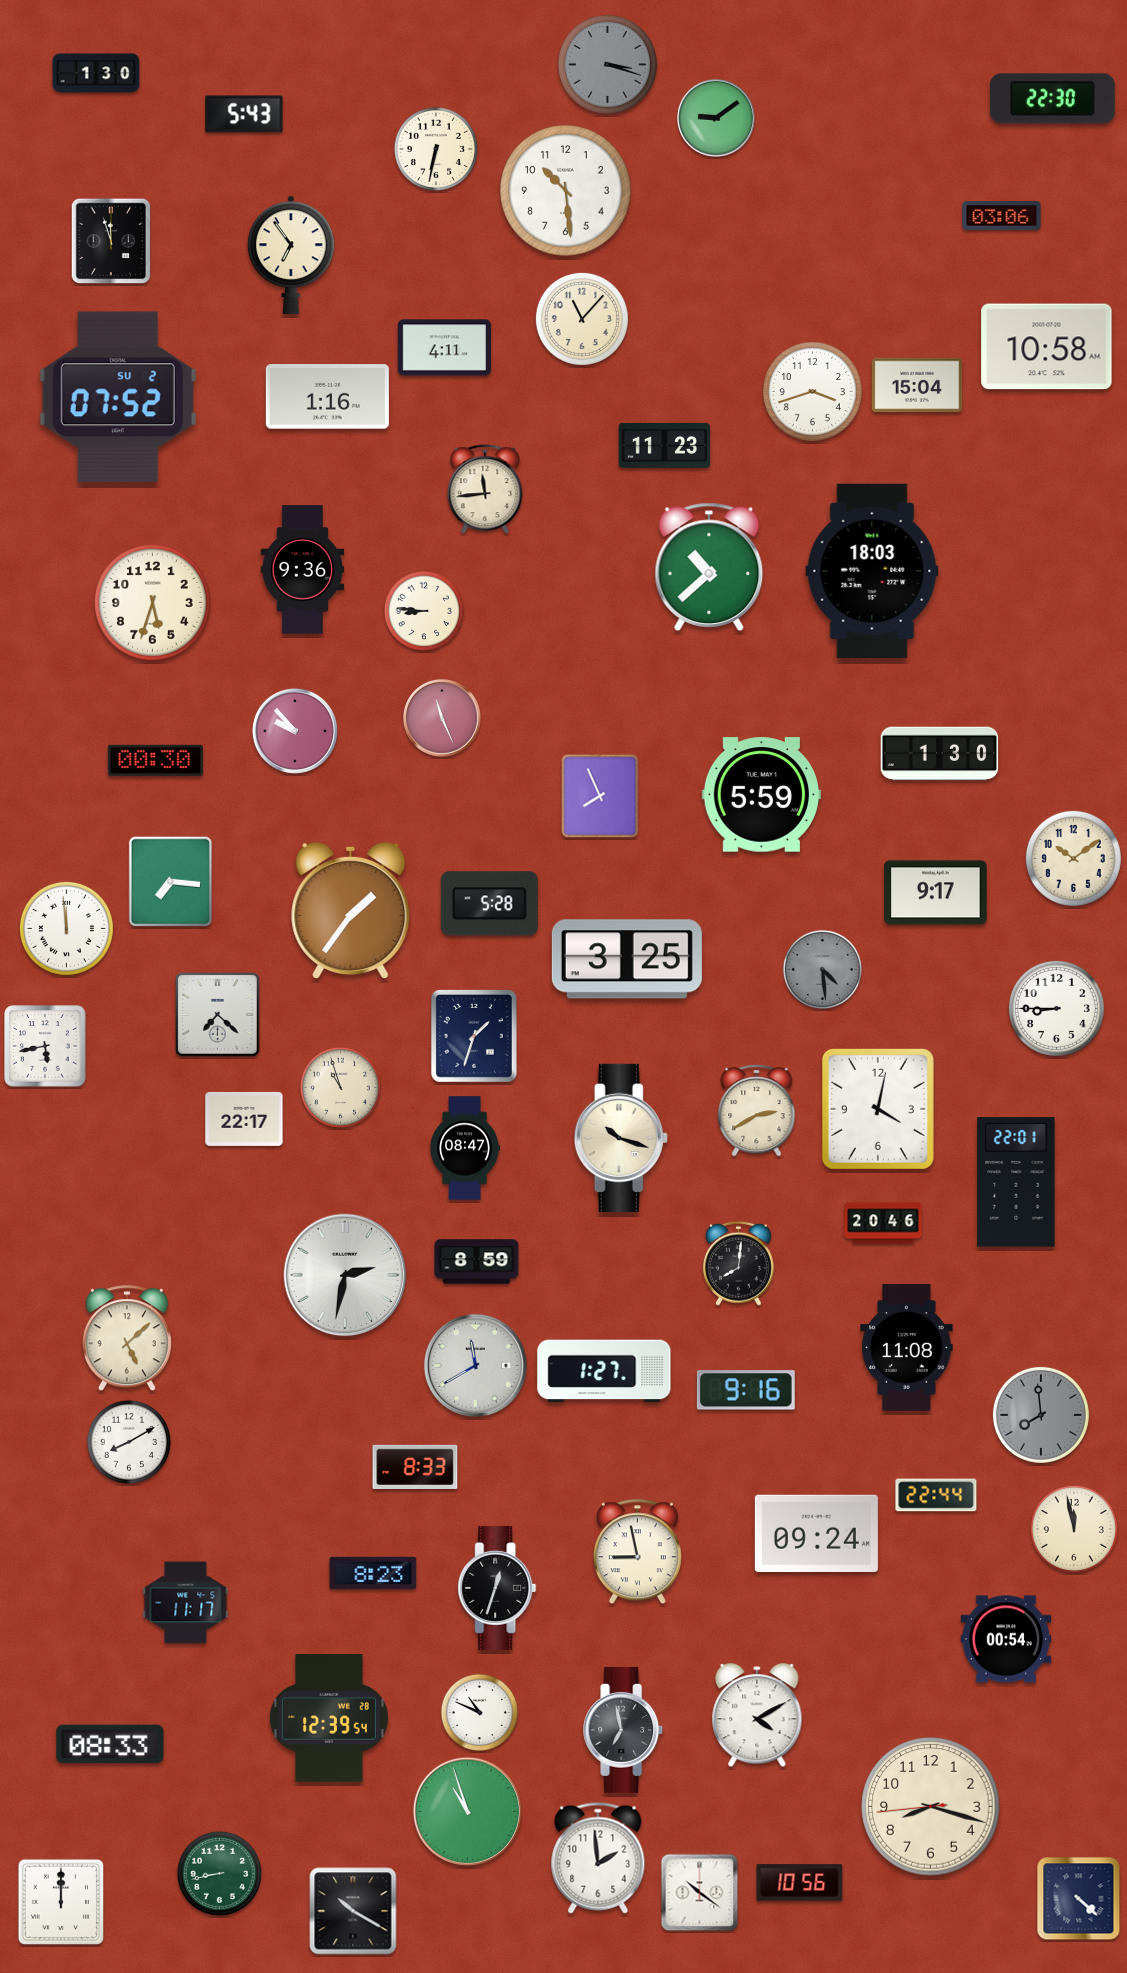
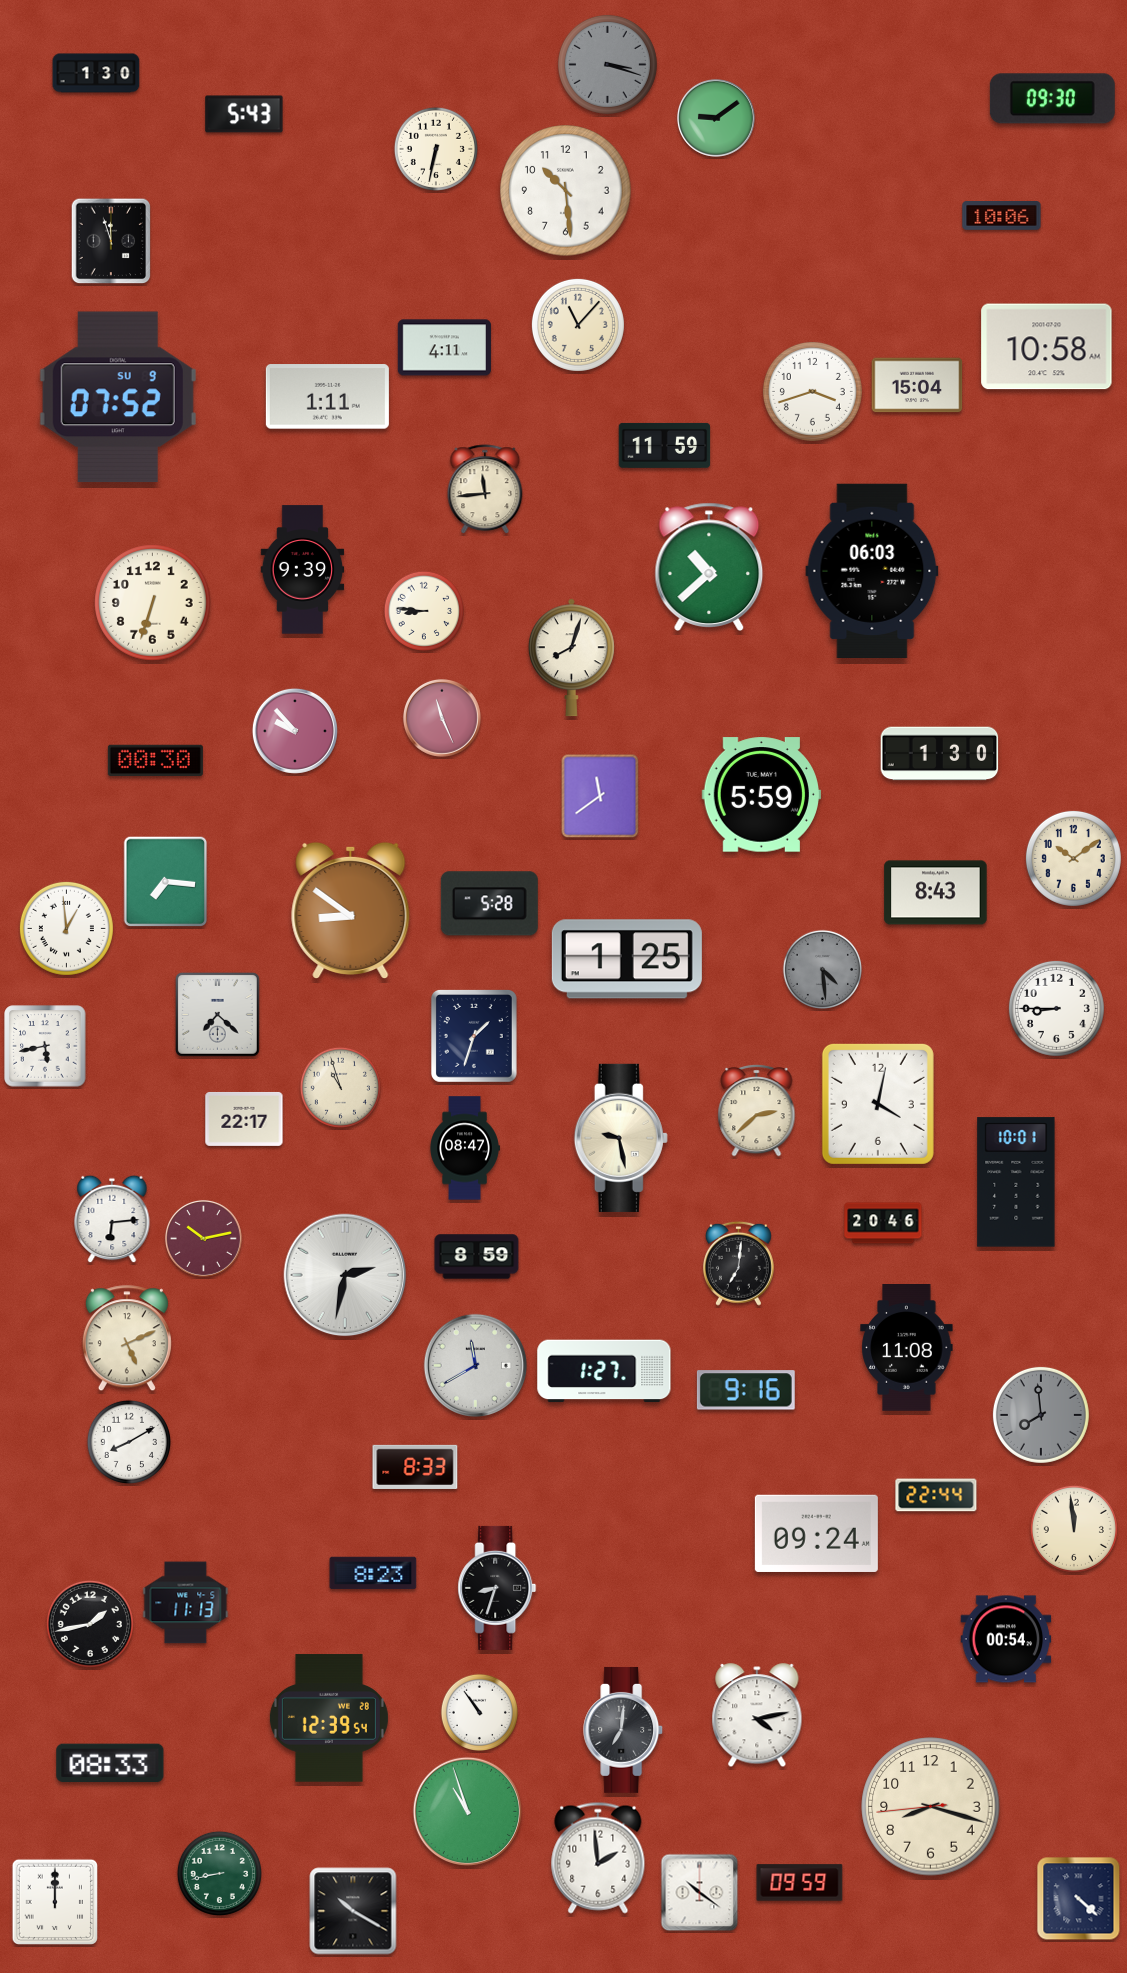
clock at (1052, 99): 22:30 -> 09:30
clock at (1002, 216): 03:06 -> 10:06
clock at (291, 255): 6:54 -> none
clock at (582, 319) position: (582, 319) -> (578, 325)
clock at (118, 397) date: SU 2 -> SU 9
clock at (327, 397): 1:16 -> 1:11
clock at (665, 445): 11:23 -> 11:59
clock at (303, 570): 9:36 -> 9:39
clock at (872, 570): 18:03 -> 06:03
clock at (153, 603): 5:33 -> 6:33
clock at (571, 658): none -> 8:03
clock at (600, 796): 7:56 -> 11:39
clock at (171, 882) position: (171, 882) -> (166, 882)
clock at (936, 893): 9:17 -> 8:43
clock at (351, 910): 1:36 -> 8:51
clock at (66, 928): 11:59 -> 12:59
clock at (627, 959): 3:25 -> 1:25
clock at (878, 1109) position: (878, 1109) -> (878, 1104)
clock at (757, 1111): 2:40 -> 2:38
clock at (621, 1138): 10:18 -> 9:28
clock at (1016, 1182): 22:01 -> 10:01
clock at (112, 1219): none -> 6:14
clock at (203, 1238): none -> 10:13
clock at (477, 1262) position: (477, 1262) -> (477, 1257)
clock at (738, 1263): 8:01 -> 7:01
clock at (127, 1339): 5:08 -> 5:11
clock at (1074, 1529): 11:58 -> 11:59
clock at (637, 1552): 8:58 -> none
clock at (497, 1588): 12:33 -> 8:33
clock at (186, 1603): 11:17 -> 11:13
clock at (90, 1624): none -> 1:43
clock at (479, 1712): 10:49 -> 10:54
clock at (757, 1716): 4:10 -> 4:13
clock at (624, 1730): 6:58 -> 7:01
clock at (110, 1744) position: (110, 1744) -> (110, 1763)
clock at (800, 1883): 10:56 -> 09:59
clock at (60, 1901) position: (60, 1901) -> (54, 1901)
